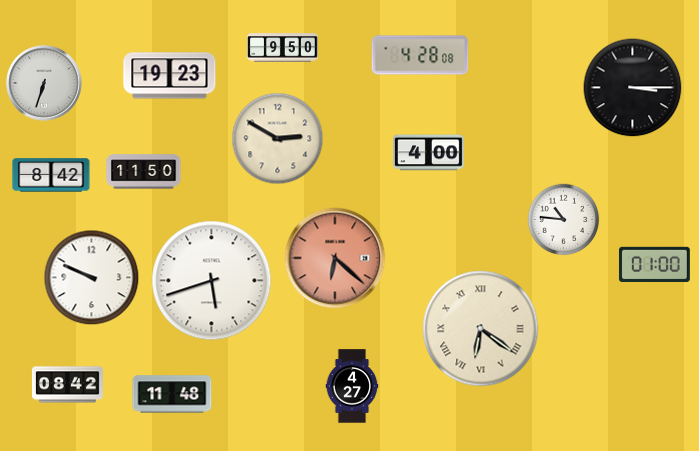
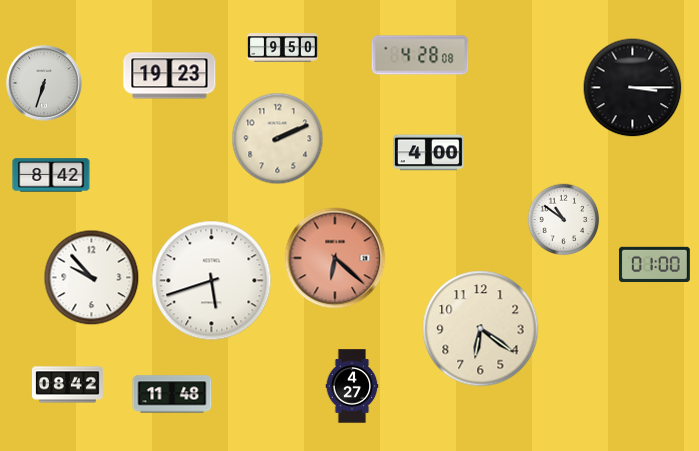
clock at (278, 139): 2:50 -> 2:11
clock at (144, 172): 11:50 -> none
clock at (564, 220): 10:46 -> 10:51
clock at (92, 278): 9:49 -> 9:53
clock at (481, 329) numerals: Roman -> Arabic
